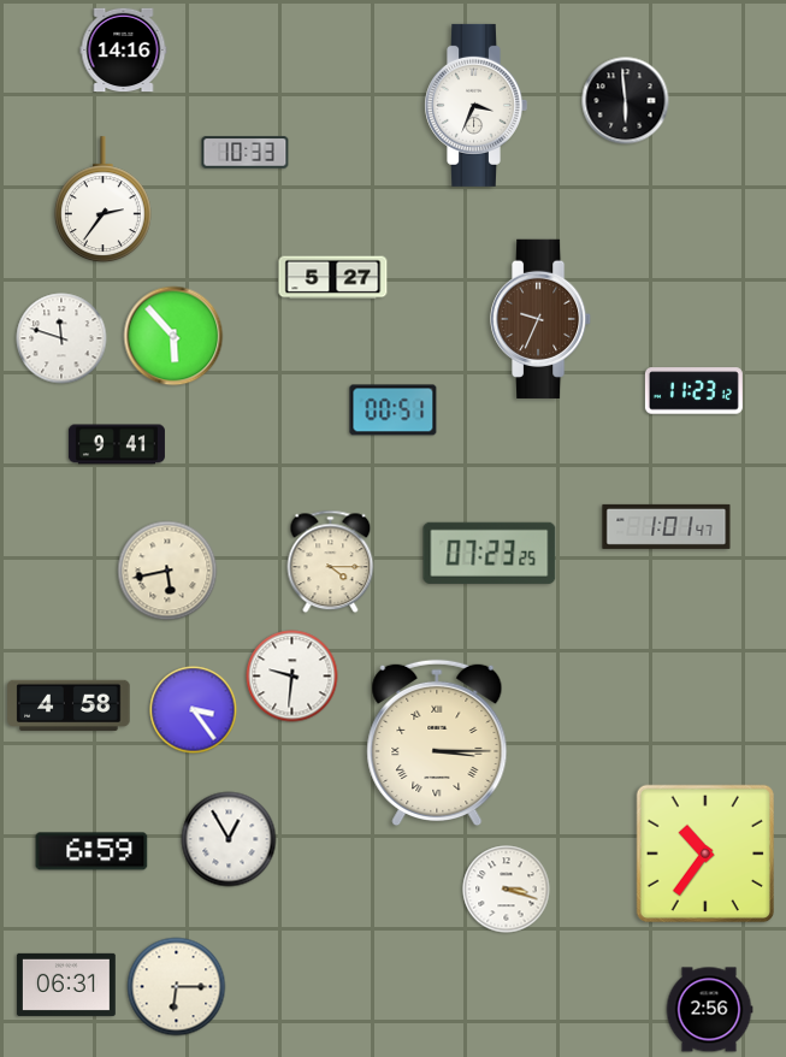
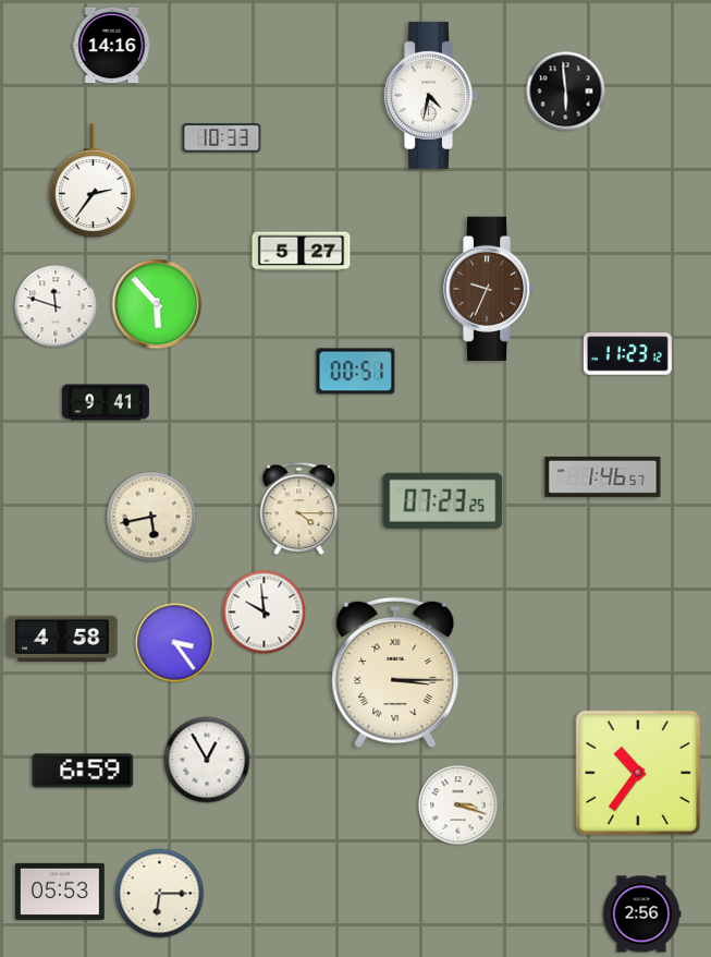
clock at (475, 105): 3:34 -> 4:32
clock at (667, 526): 1:01 -> 1:46
clock at (292, 677): 9:31 -> 9:59
clock at (66, 985): 06:31 -> 05:53
